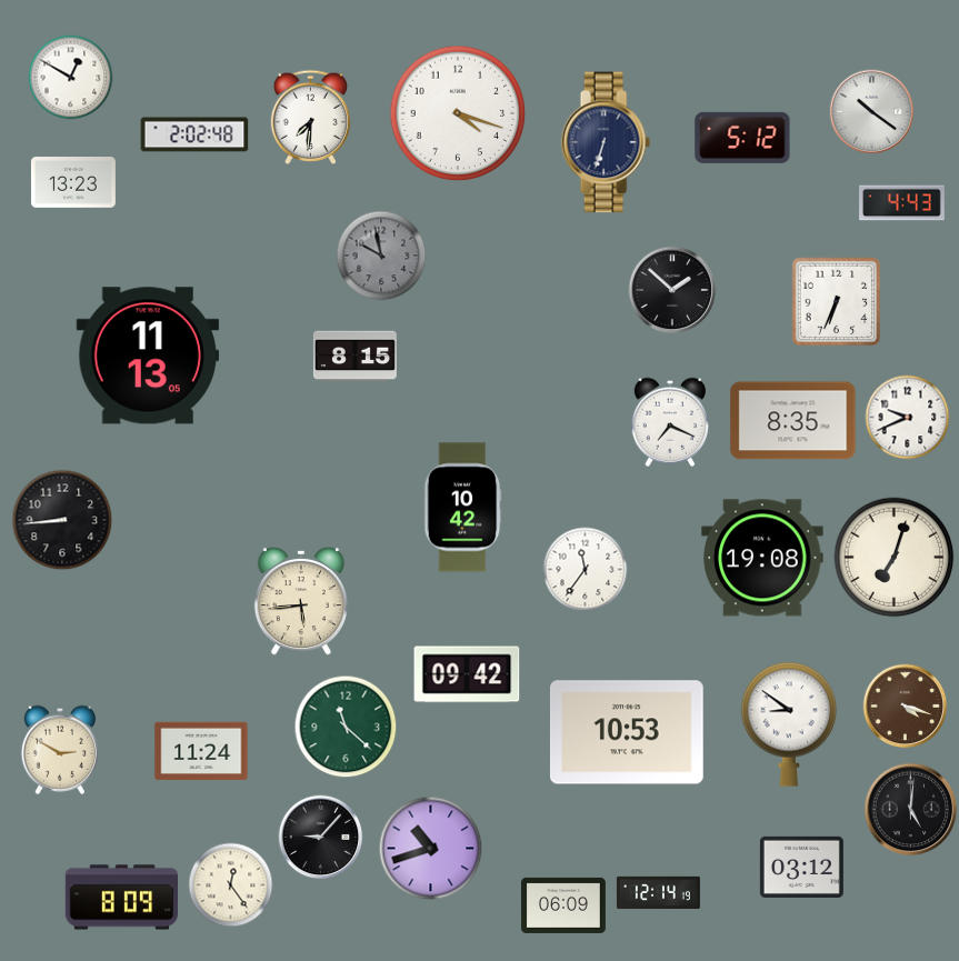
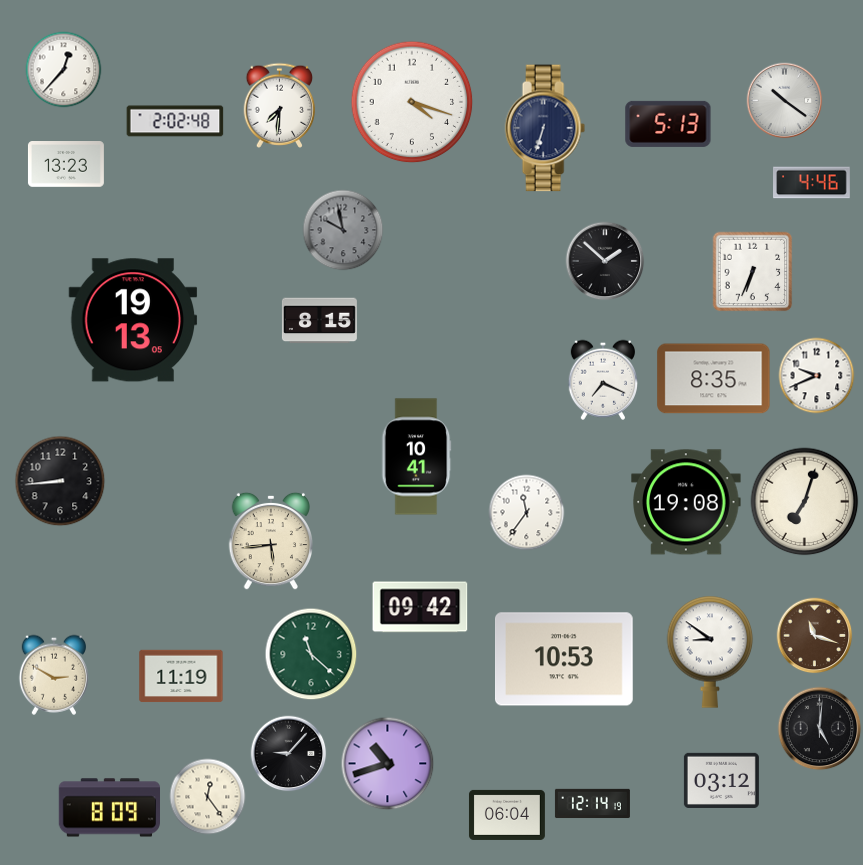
clock at (71, 78): 12:50 -> 12:37
clock at (742, 138): 5:12 -> 5:13
clock at (902, 203): 4:43 -> 4:46
clock at (148, 356): 11:13 -> 19:13
clock at (462, 508): 10:42 -> 10:41
clock at (62, 520) position: (62, 520) -> (60, 481)
clock at (906, 707): 4:18 -> 11:18
clock at (201, 751): 11:24 -> 11:19
clock at (563, 905): 06:09 -> 06:04
